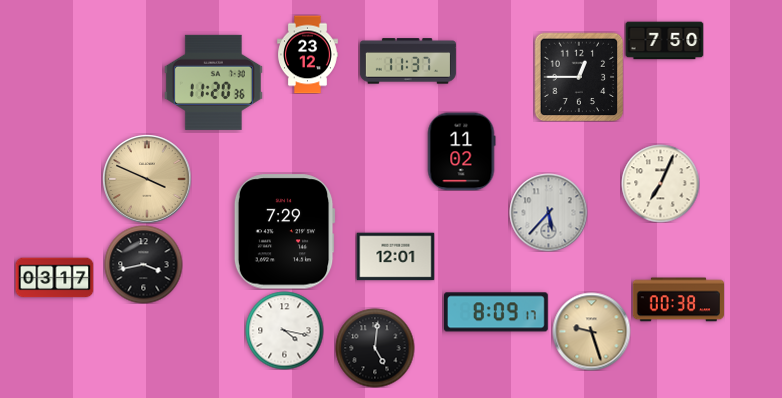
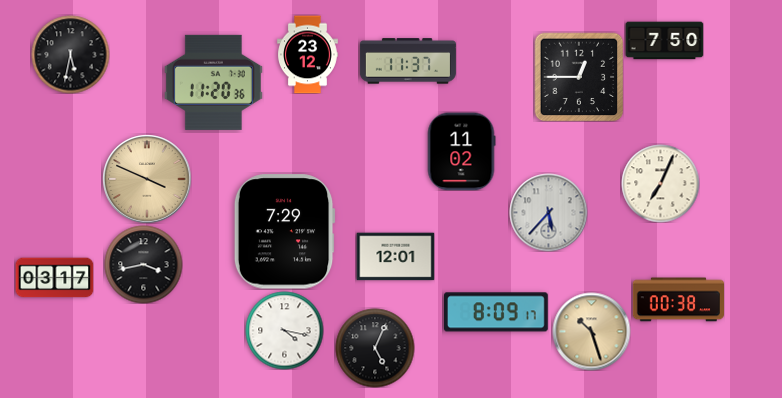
clock at (70, 54): none -> 5:32
clock at (591, 331): 9:27 -> 10:27
clock at (375, 348): 5:01 -> 5:04
